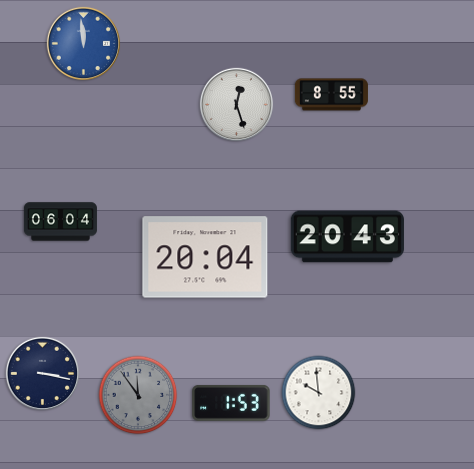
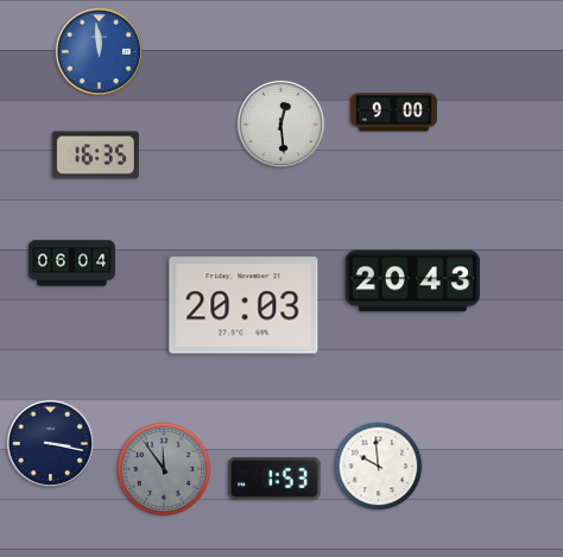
clock at (331, 95): 8:55 -> 9:00
clock at (237, 105): 12:27 -> 12:29
clock at (95, 156): none -> 16:35
clock at (205, 257): 20:04 -> 20:03
